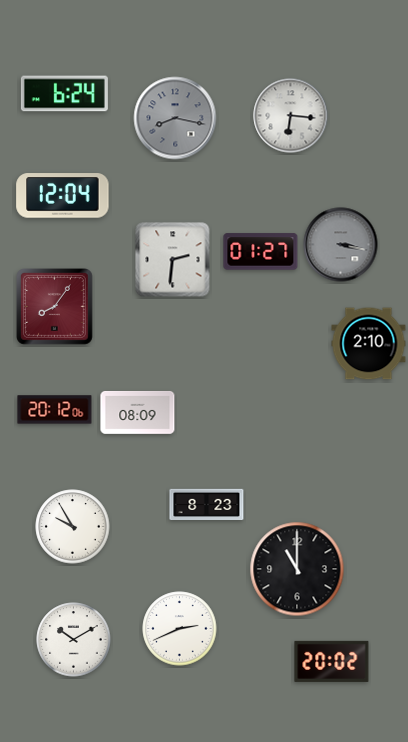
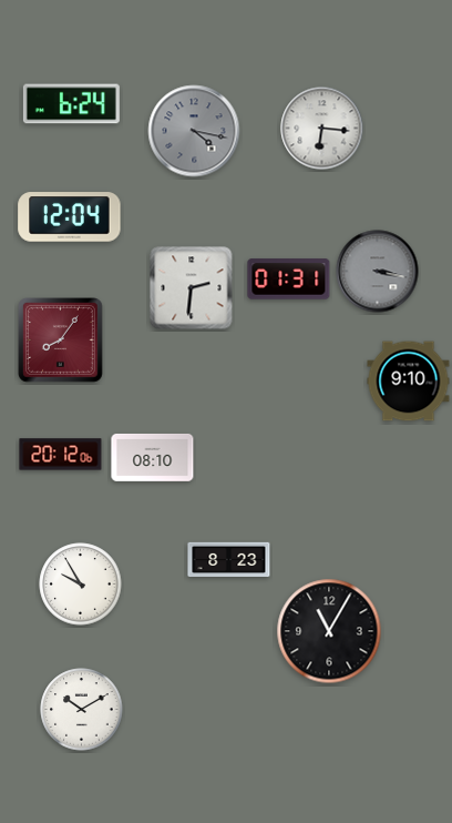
clock at (175, 118): 8:17 -> 4:17
clock at (261, 252): 01:27 -> 01:31
clock at (369, 344): 2:10 -> 9:10
clock at (138, 413): 08:09 -> 08:10
clock at (297, 569): 11:00 -> 11:05
clock at (180, 629): 2:41 -> none
clock at (332, 661): 20:02 -> none
